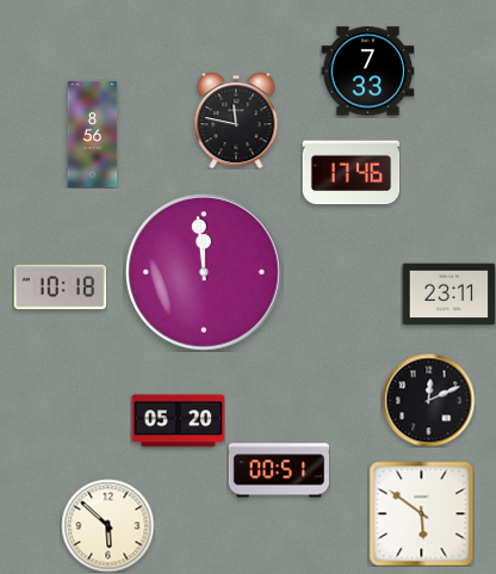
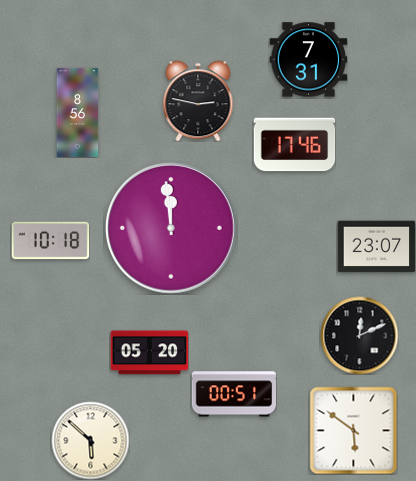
clock at (367, 72): 7:33 -> 7:31
clock at (236, 121): 11:47 -> 2:47
clock at (448, 295): 23:11 -> 23:07
